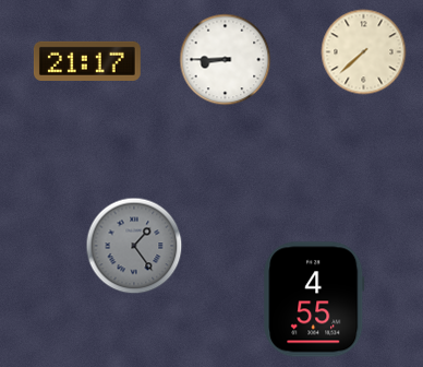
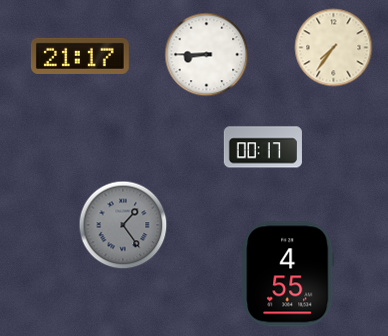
clock at (364, 52): 7:38 -> 7:36
clock at (263, 147): none -> 00:17
